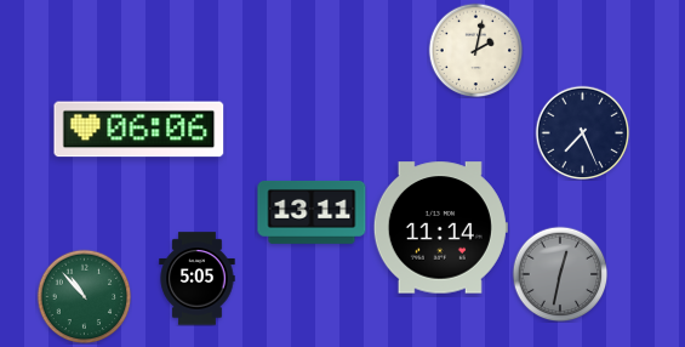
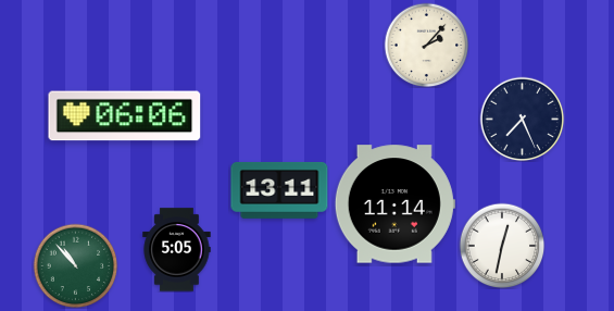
clock at (475, 50): 2:02 -> 2:07
clock at (560, 274) dial: grey -> white
